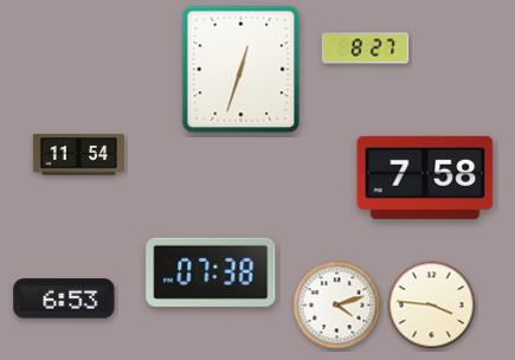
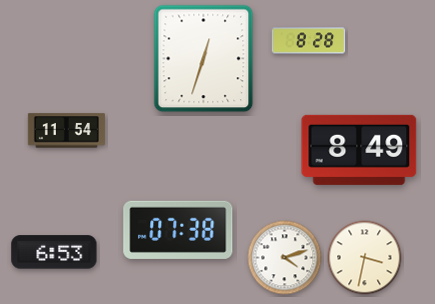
clock at (366, 49): 8:27 -> 8:28
clock at (425, 178): 7:58 -> 8:49
clock at (432, 306): 3:46 -> 3:32
